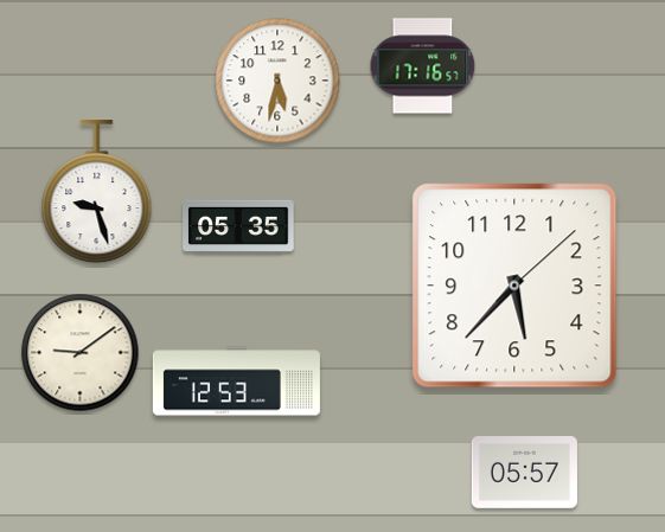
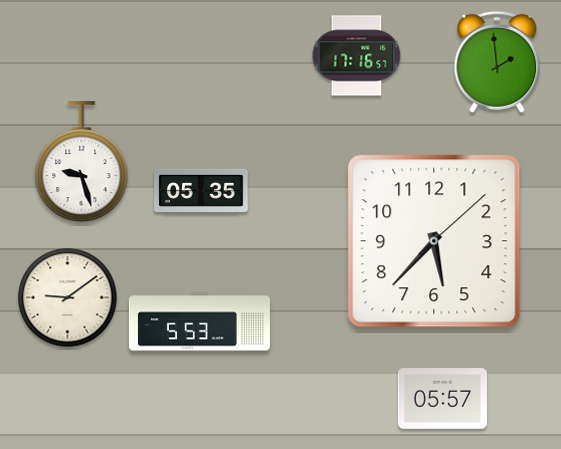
clock at (497, 62): none -> 1:59
clock at (277, 81): 5:32 -> none
clock at (236, 382): 12:53 -> 5:53
